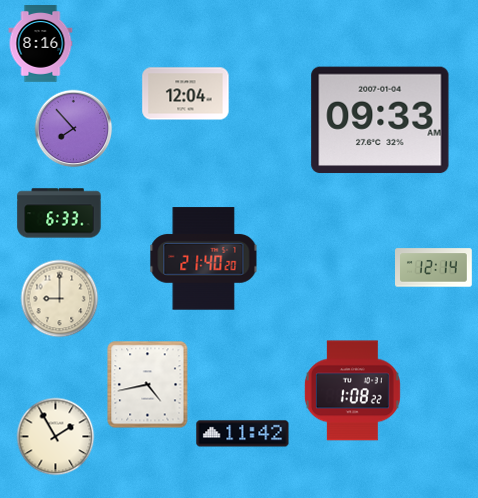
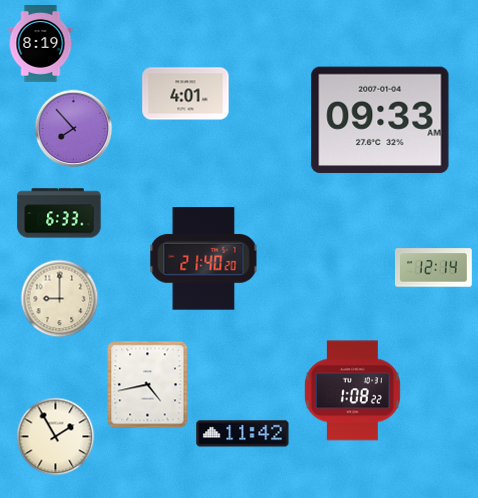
clock at (41, 44): 8:16 -> 8:19
clock at (186, 94): 12:04 -> 4:01
